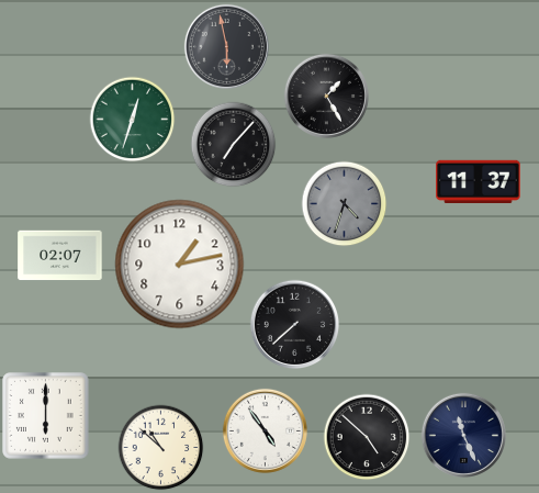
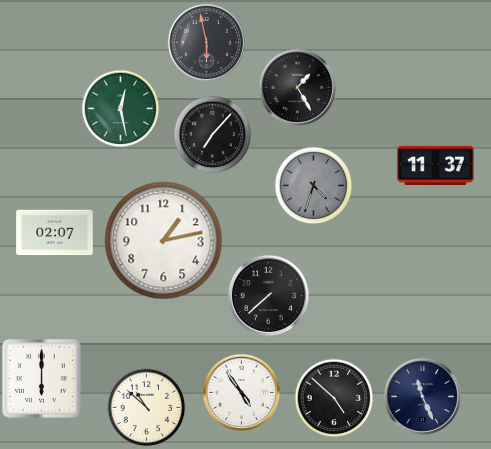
clock at (132, 119): 12:33 -> 12:28
clock at (233, 144) position: (233, 144) -> (212, 134)
